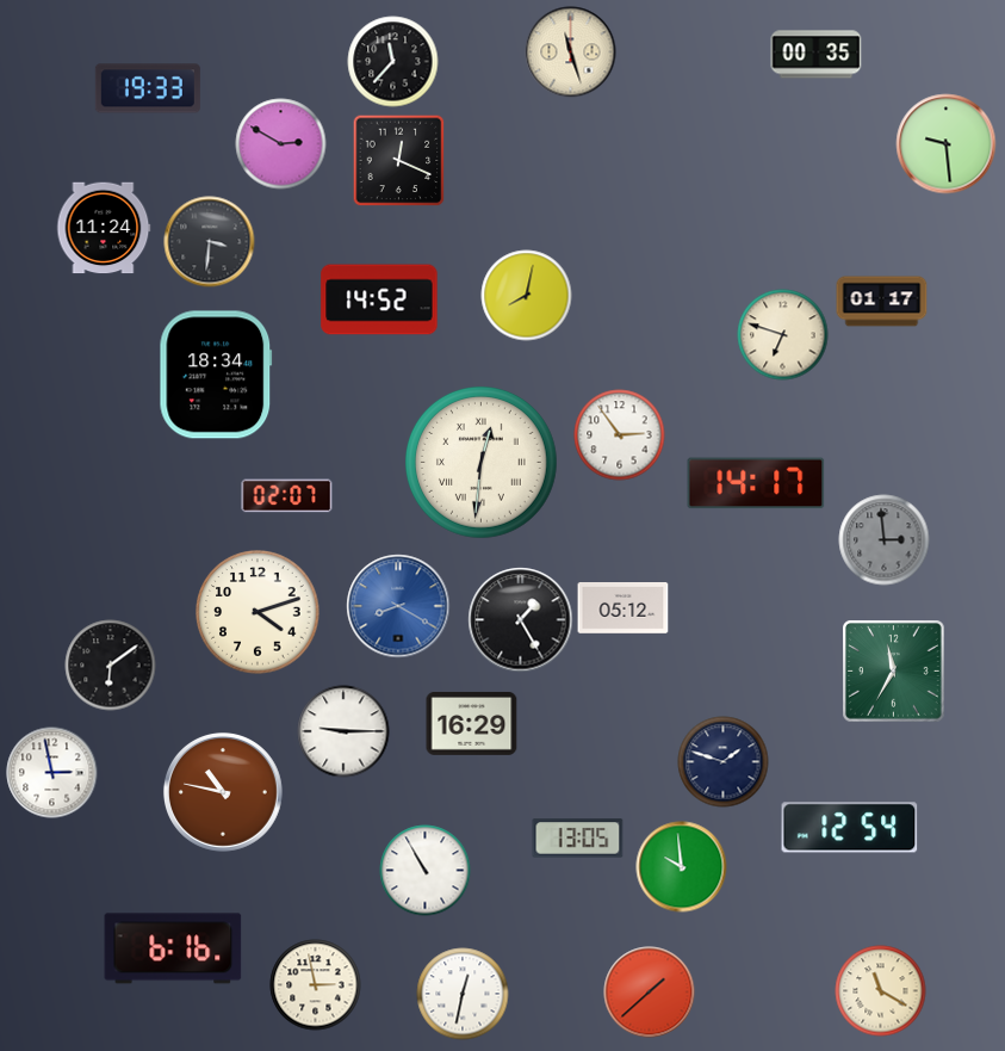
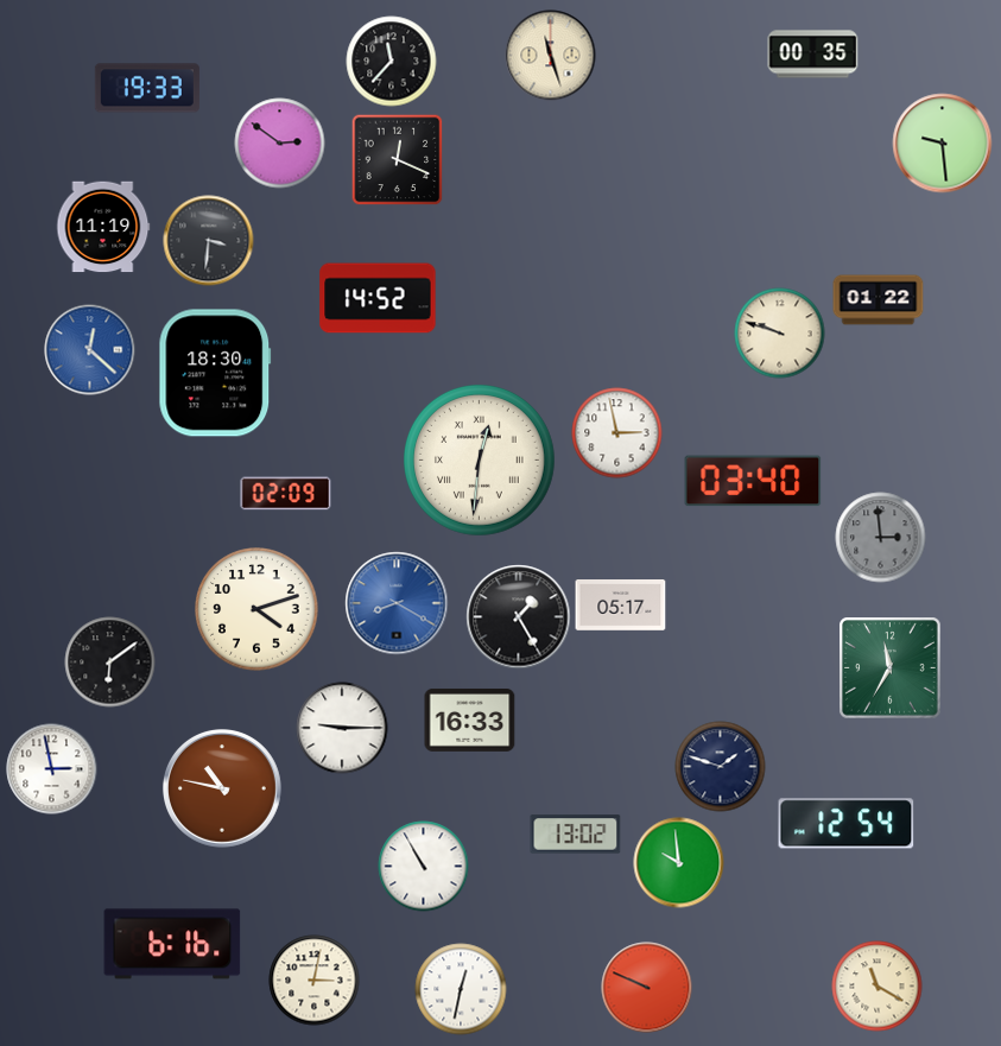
clock at (571, 52) position: (571, 52) -> (551, 56)
clock at (281, 144): 2:50 -> 2:51
clock at (104, 228): 11:24 -> 11:19
clock at (527, 296): 8:02 -> none
clock at (882, 302): 01:17 -> 01:22
clock at (783, 335): 6:48 -> 9:48
clock at (90, 350): none -> 12:22
clock at (216, 375): 18:34 -> 18:30
clock at (620, 435): 2:54 -> 2:58
clock at (756, 483): 14:17 -> 03:40
clock at (287, 496): 02:07 -> 02:09
clock at (624, 608): 05:12 -> 05:17
clock at (472, 723): 16:29 -> 16:33
clock at (724, 762) position: (724, 762) -> (721, 767)
clock at (578, 839): 13:05 -> 13:02
clock at (316, 985): 2:58 -> 3:02
clock at (650, 993): 1:38 -> 9:49
